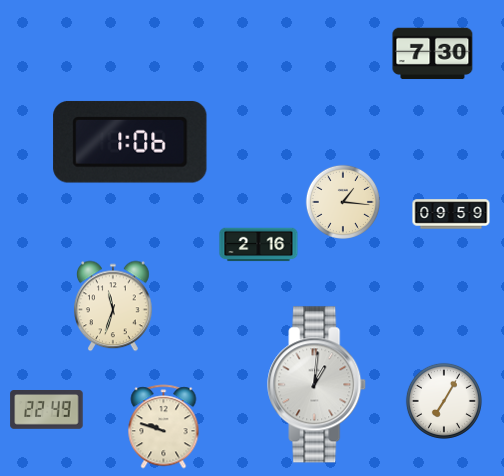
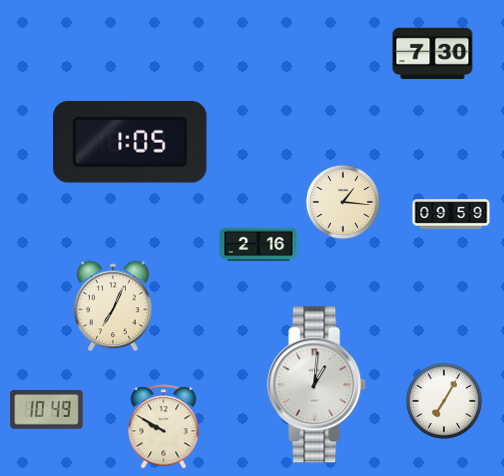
clock at (130, 142): 1:06 -> 1:05
clock at (114, 306): 11:33 -> 7:04
clock at (47, 410): 22:49 -> 10:49
clock at (164, 427): 9:48 -> 9:50
